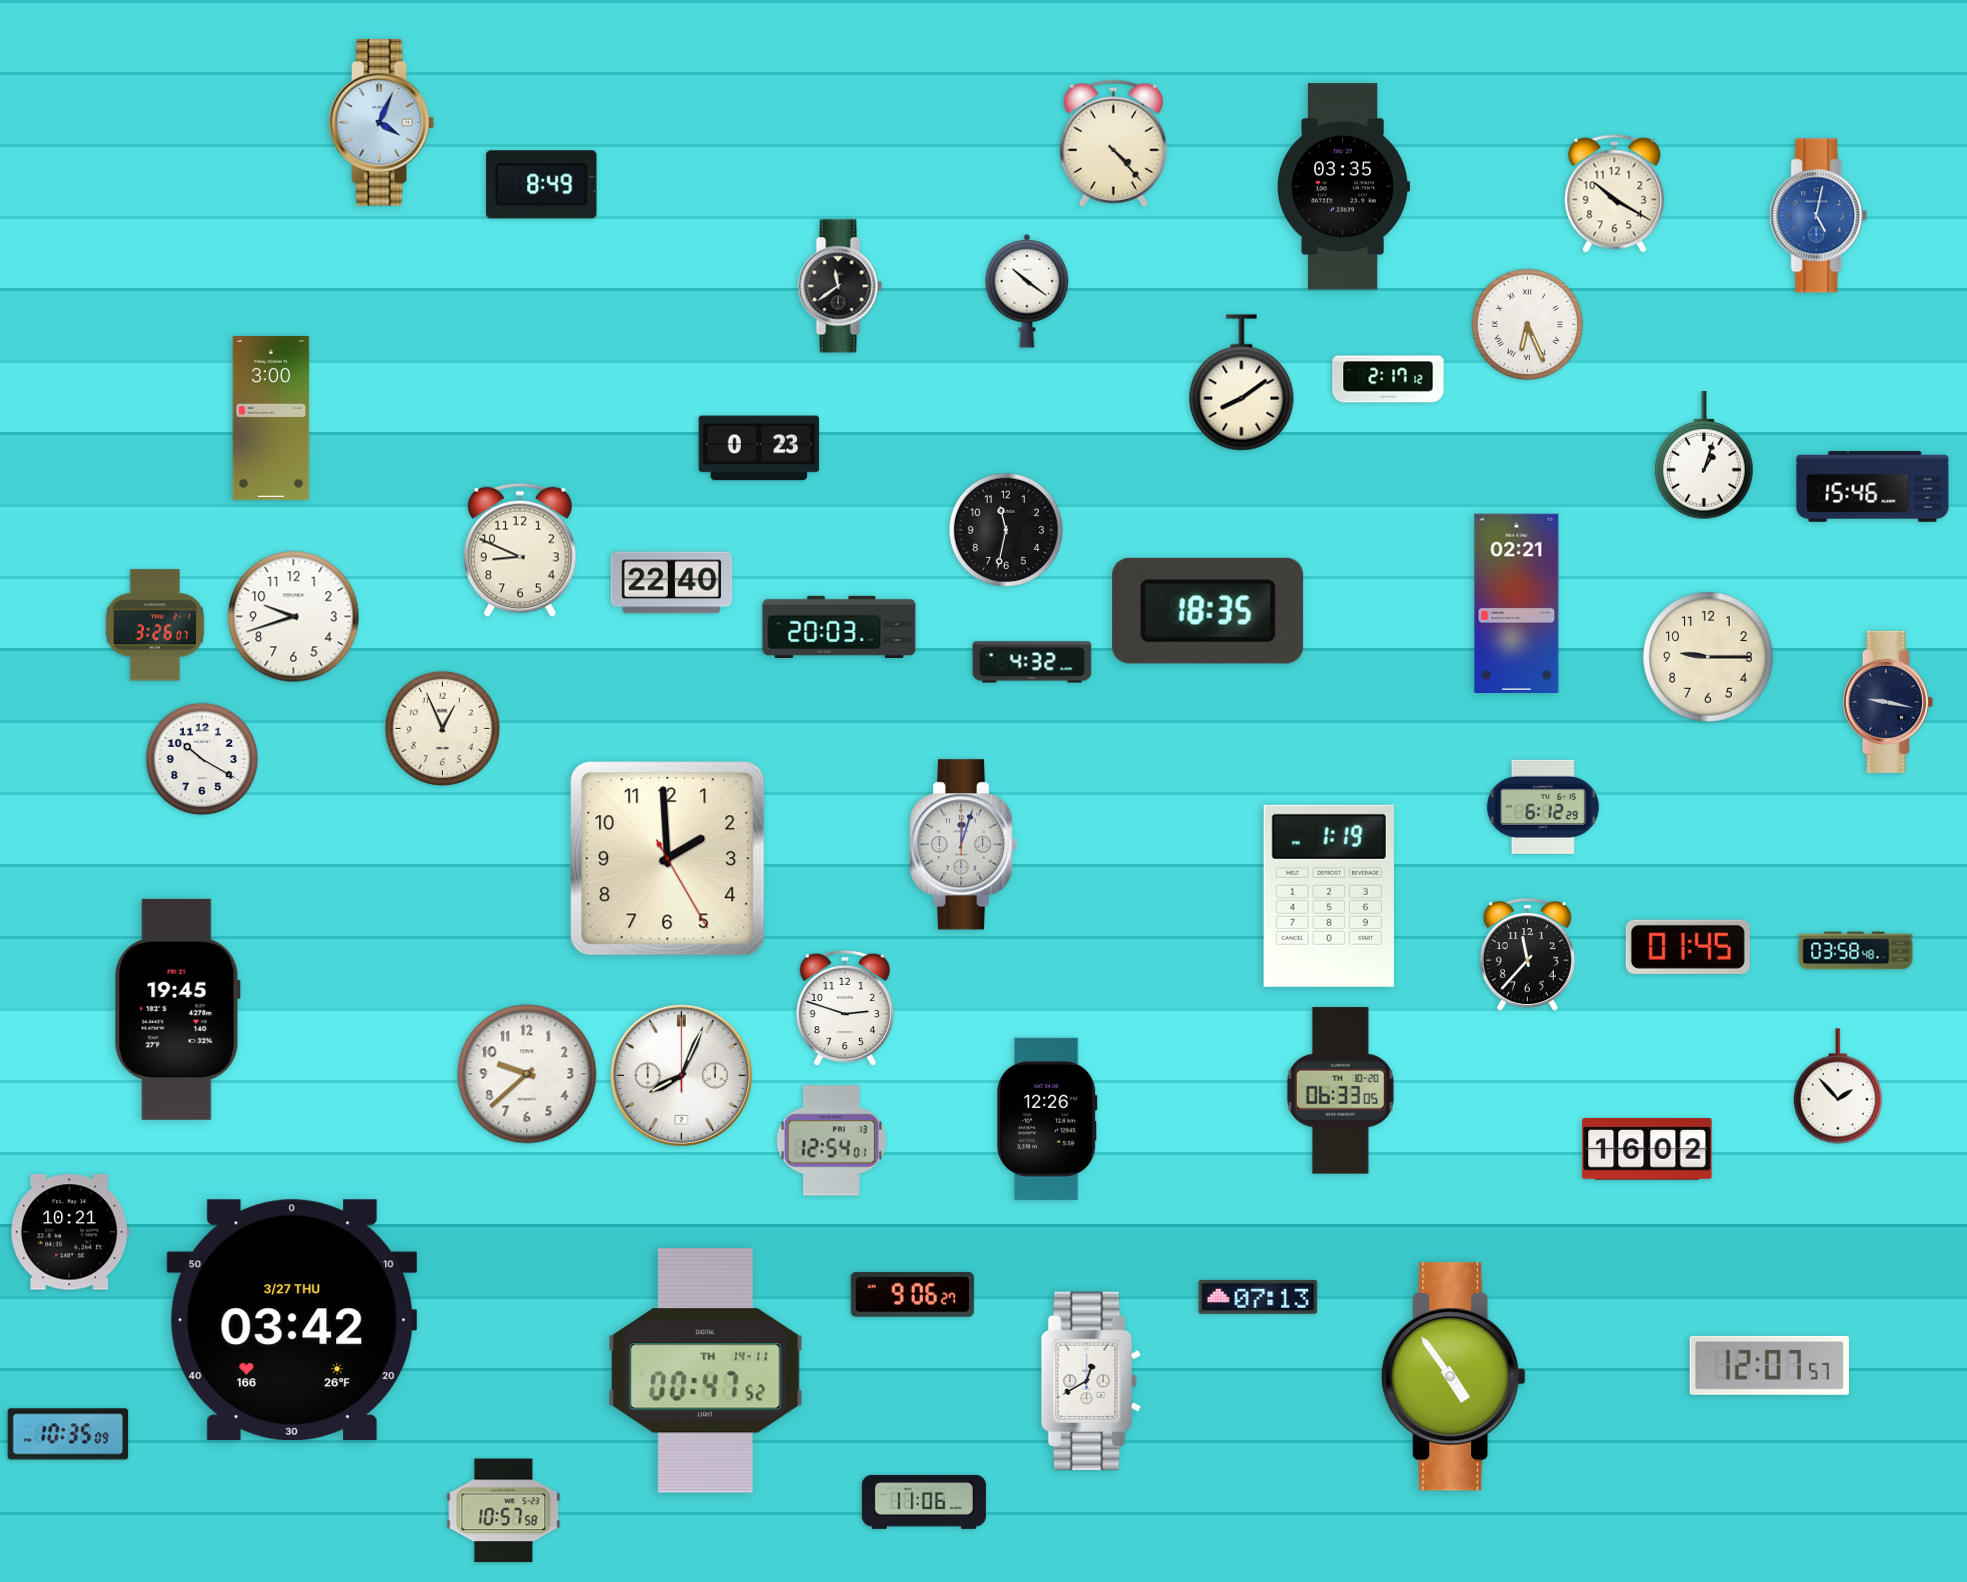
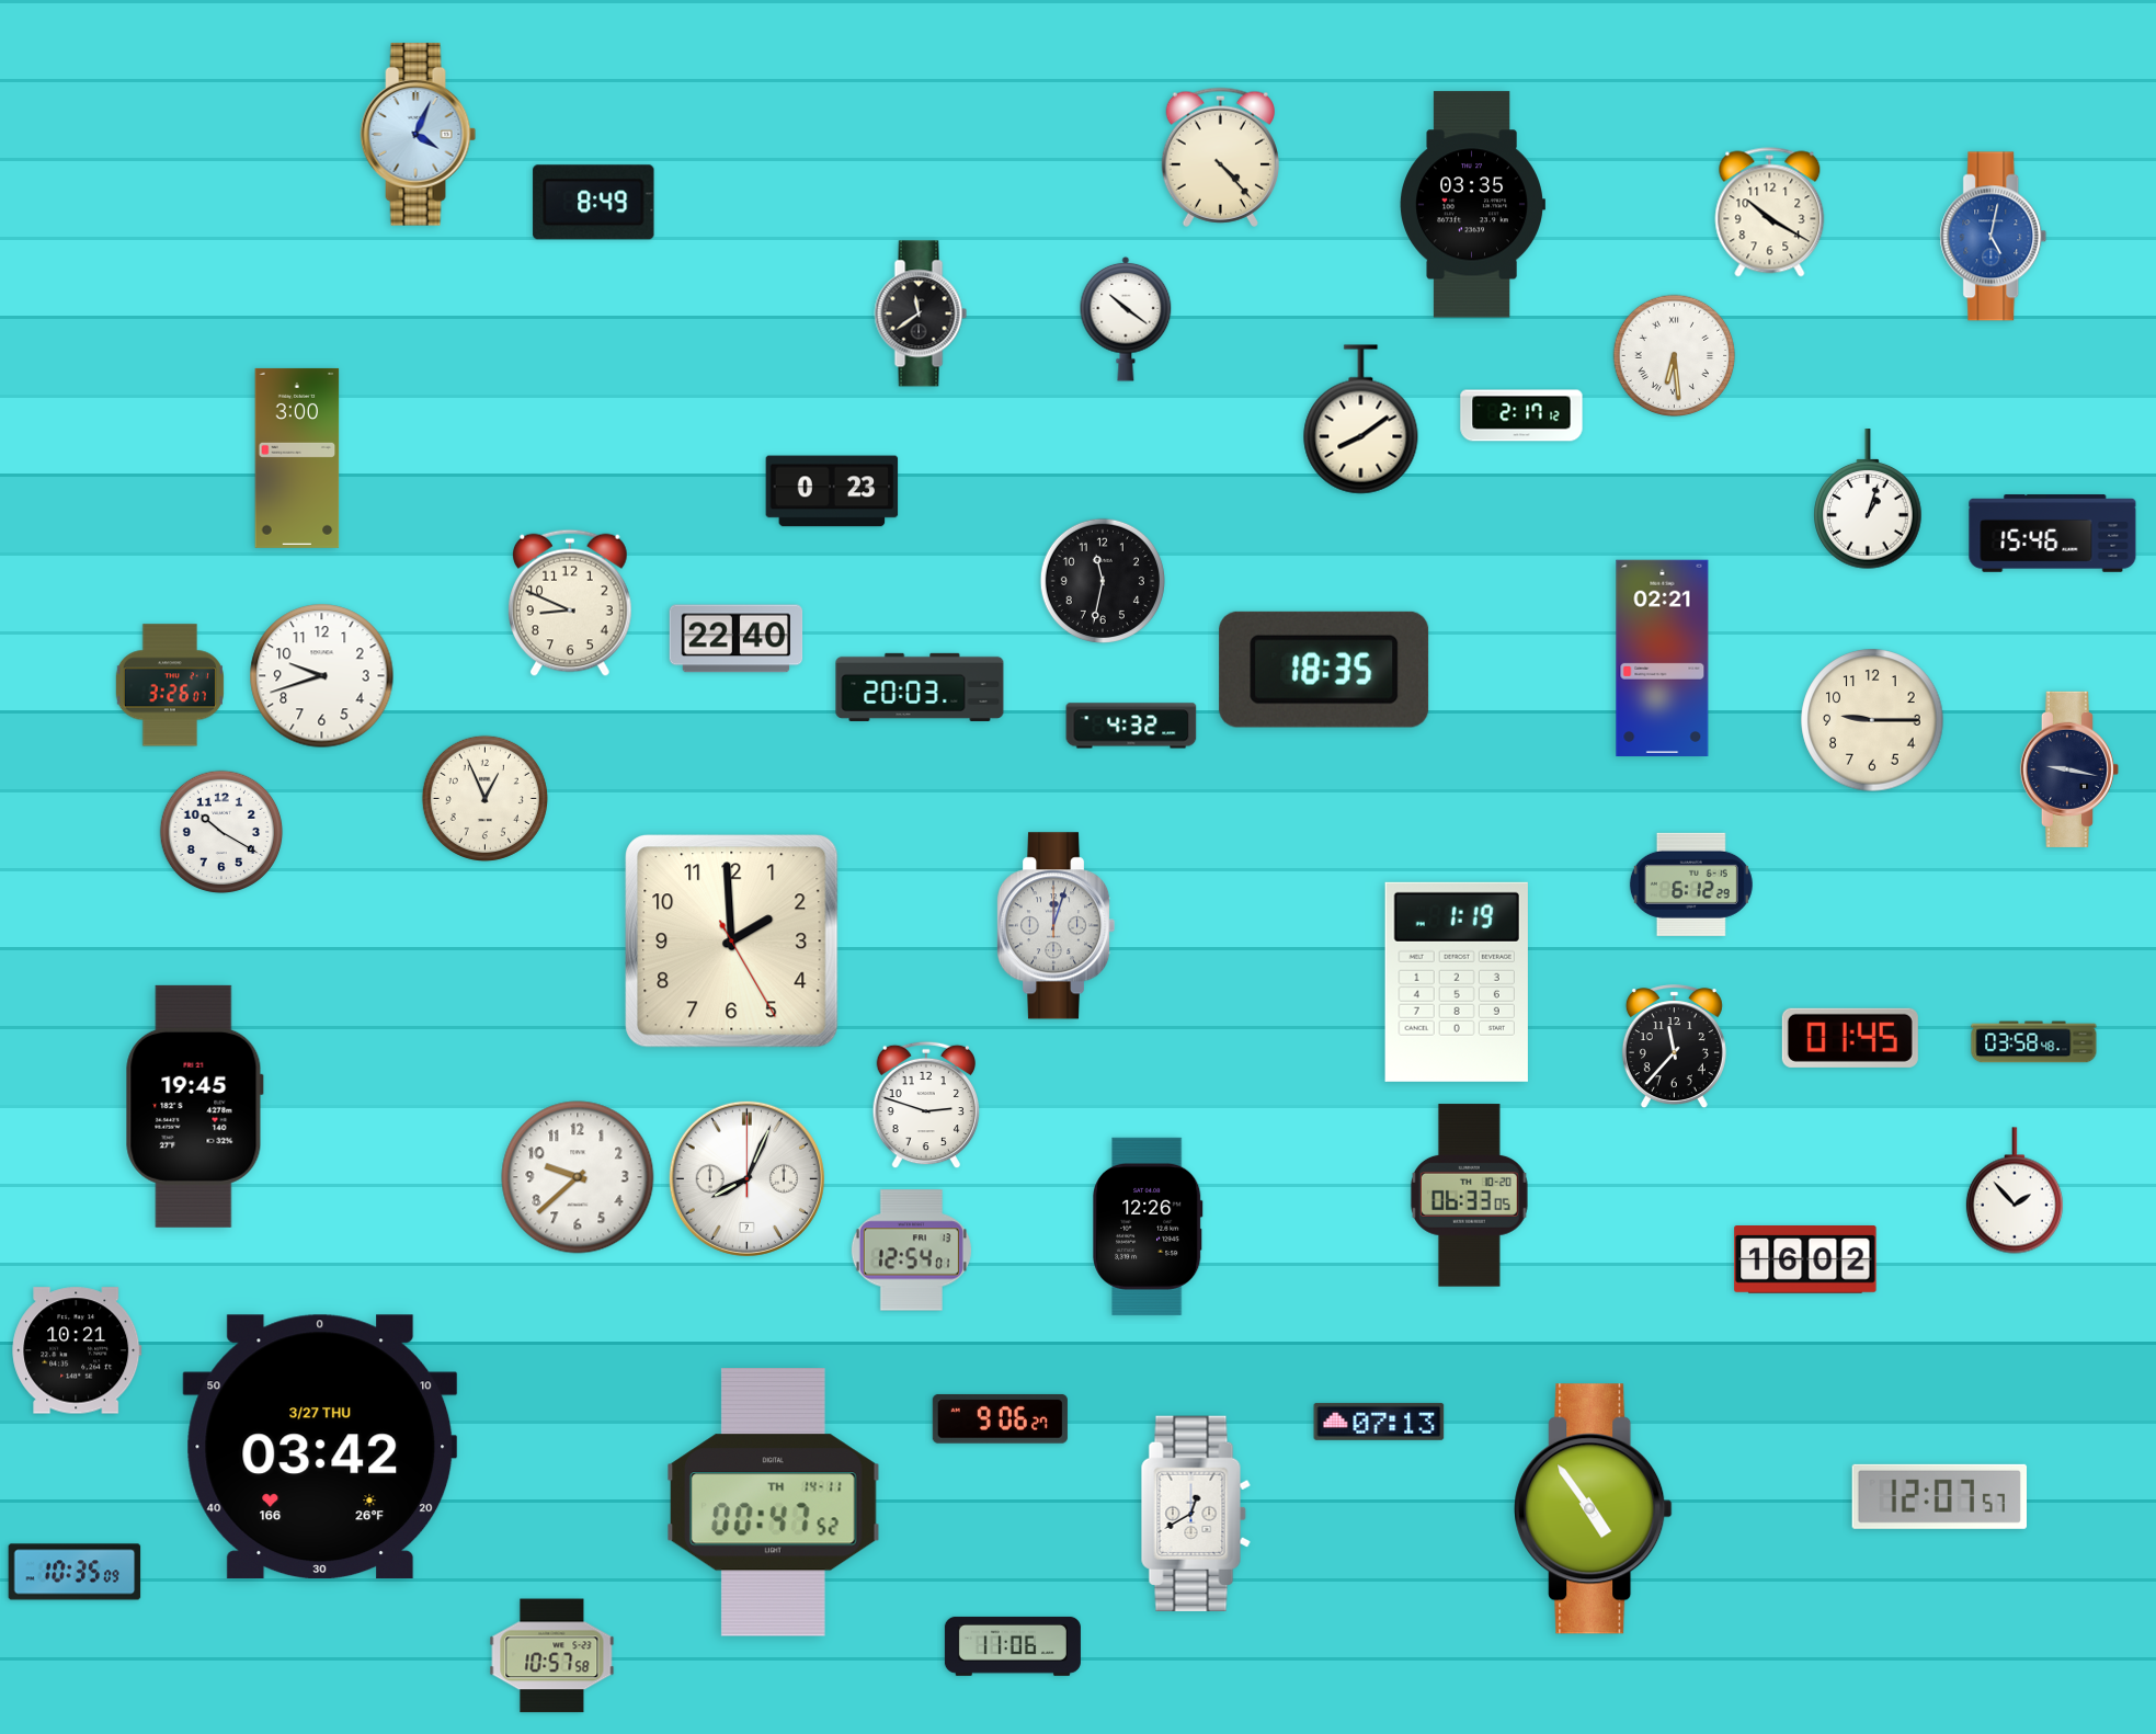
clock at (1528, 325): 6:26 -> 6:29
clock at (1517, 603) position: (1517, 603) -> (1663, 658)
